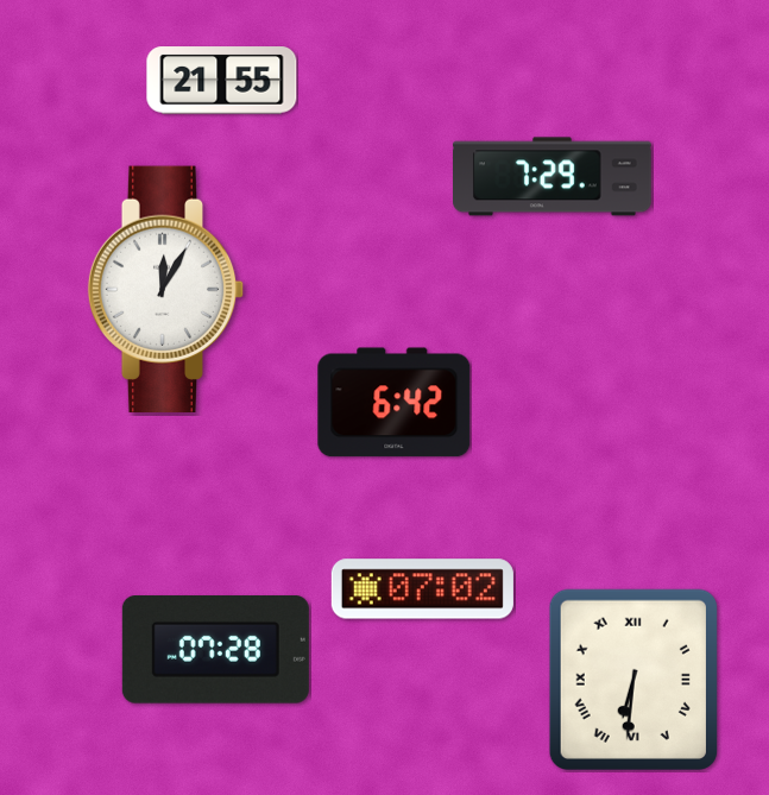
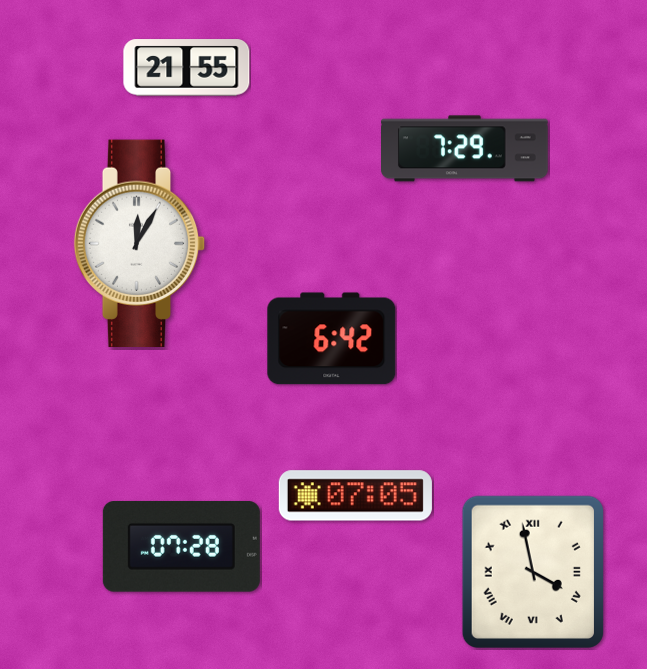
clock at (422, 589): 07:02 -> 07:05
clock at (634, 680): 6:31 -> 3:58
